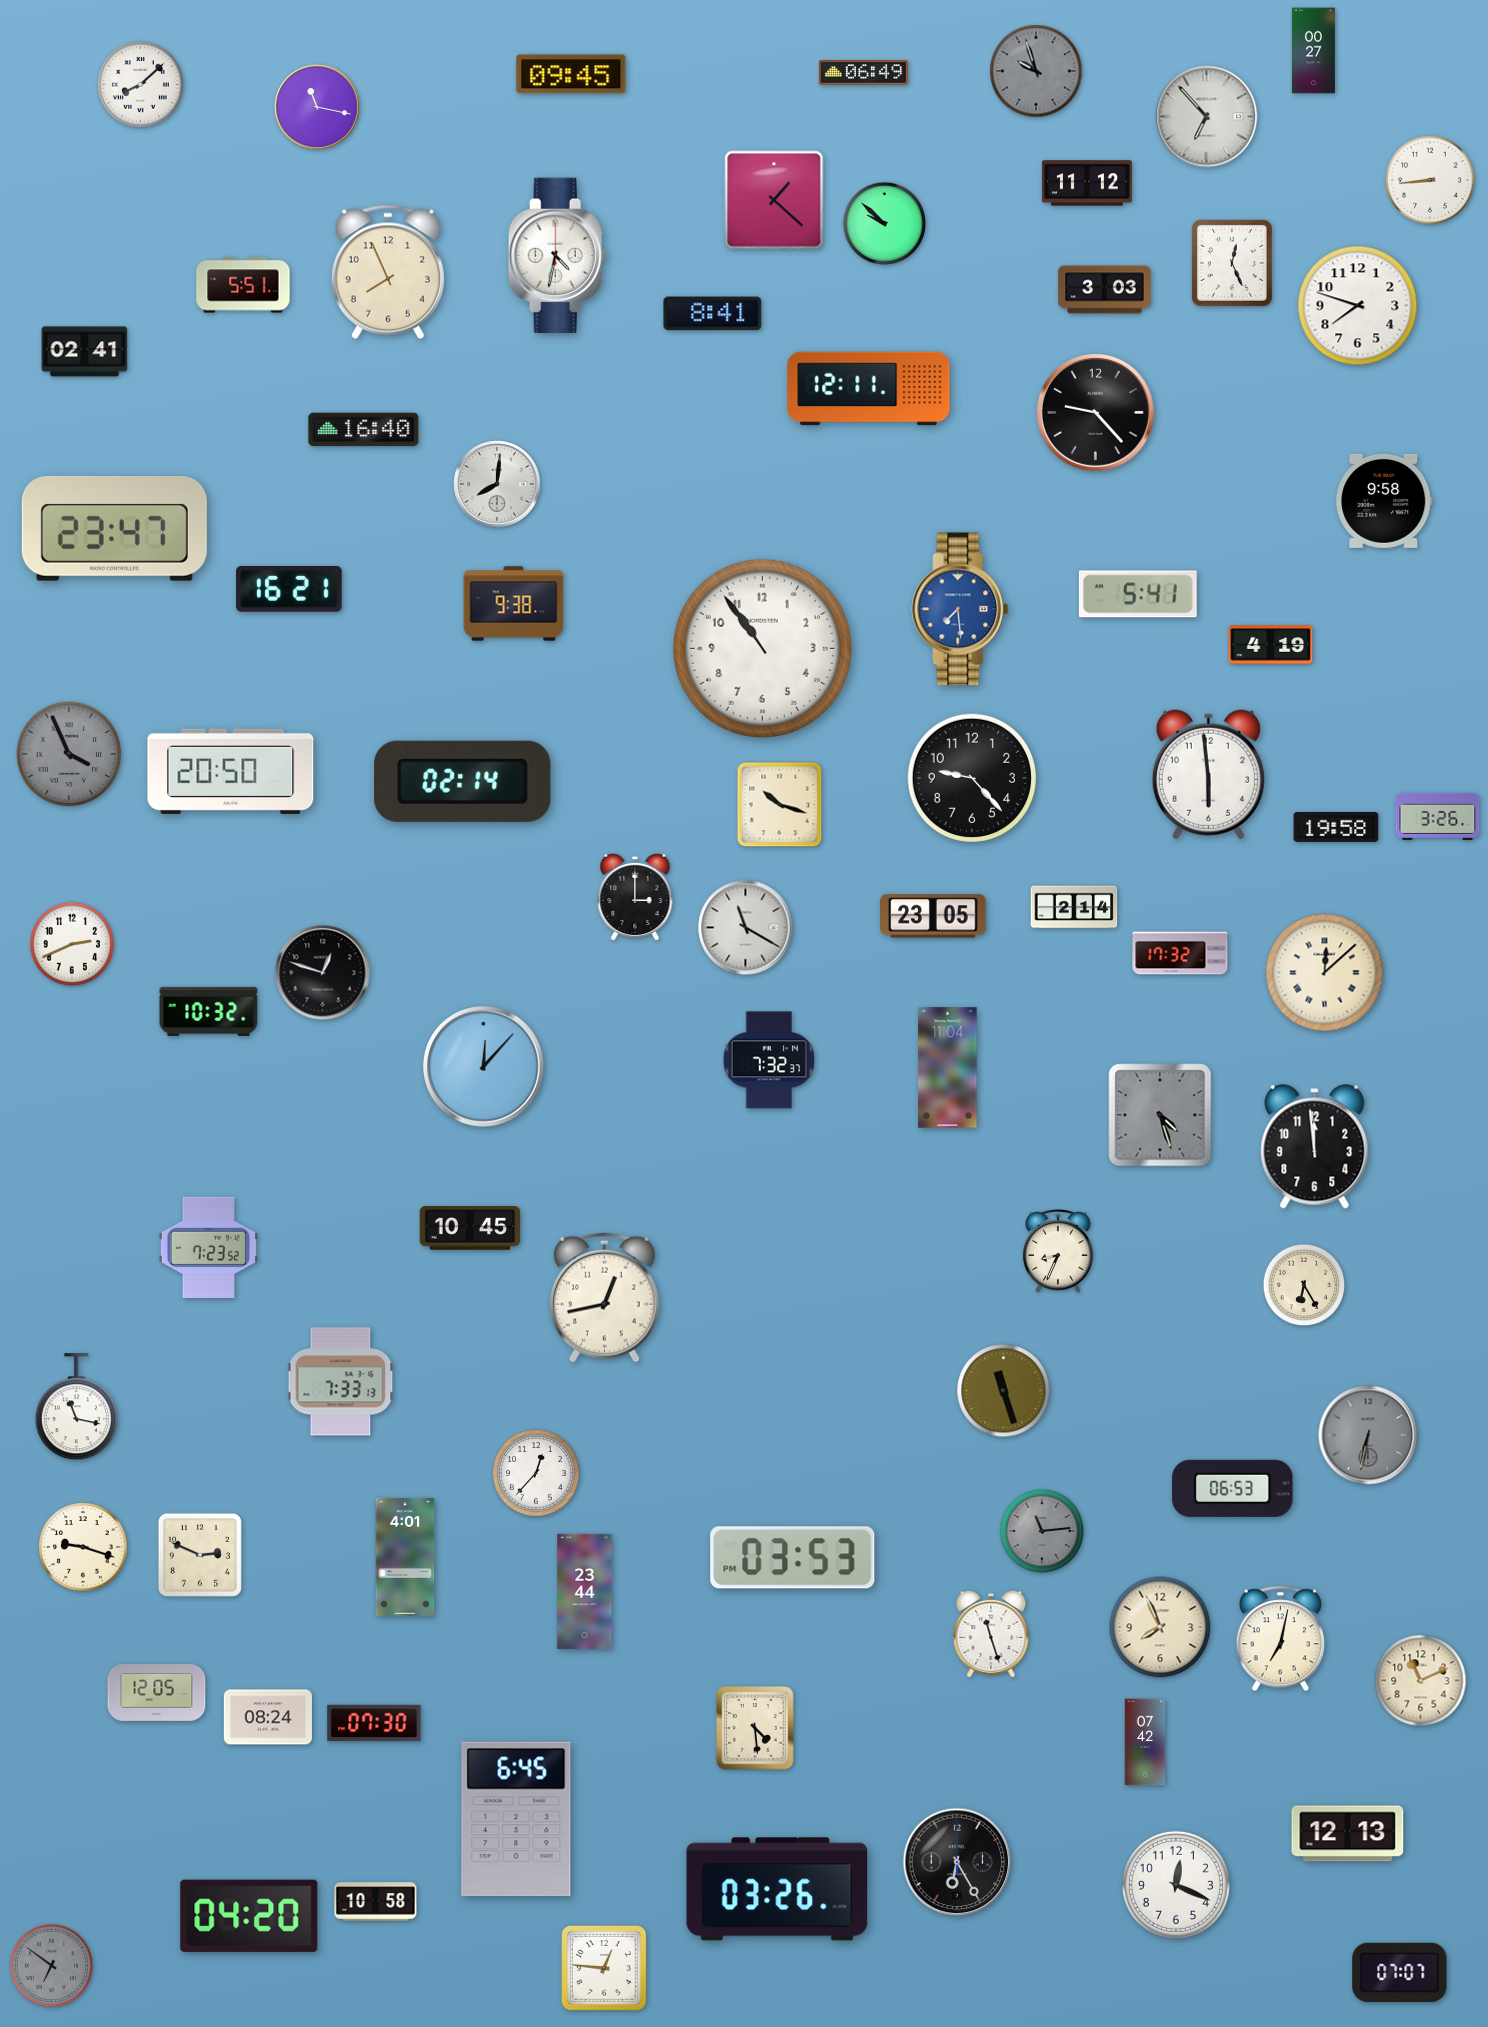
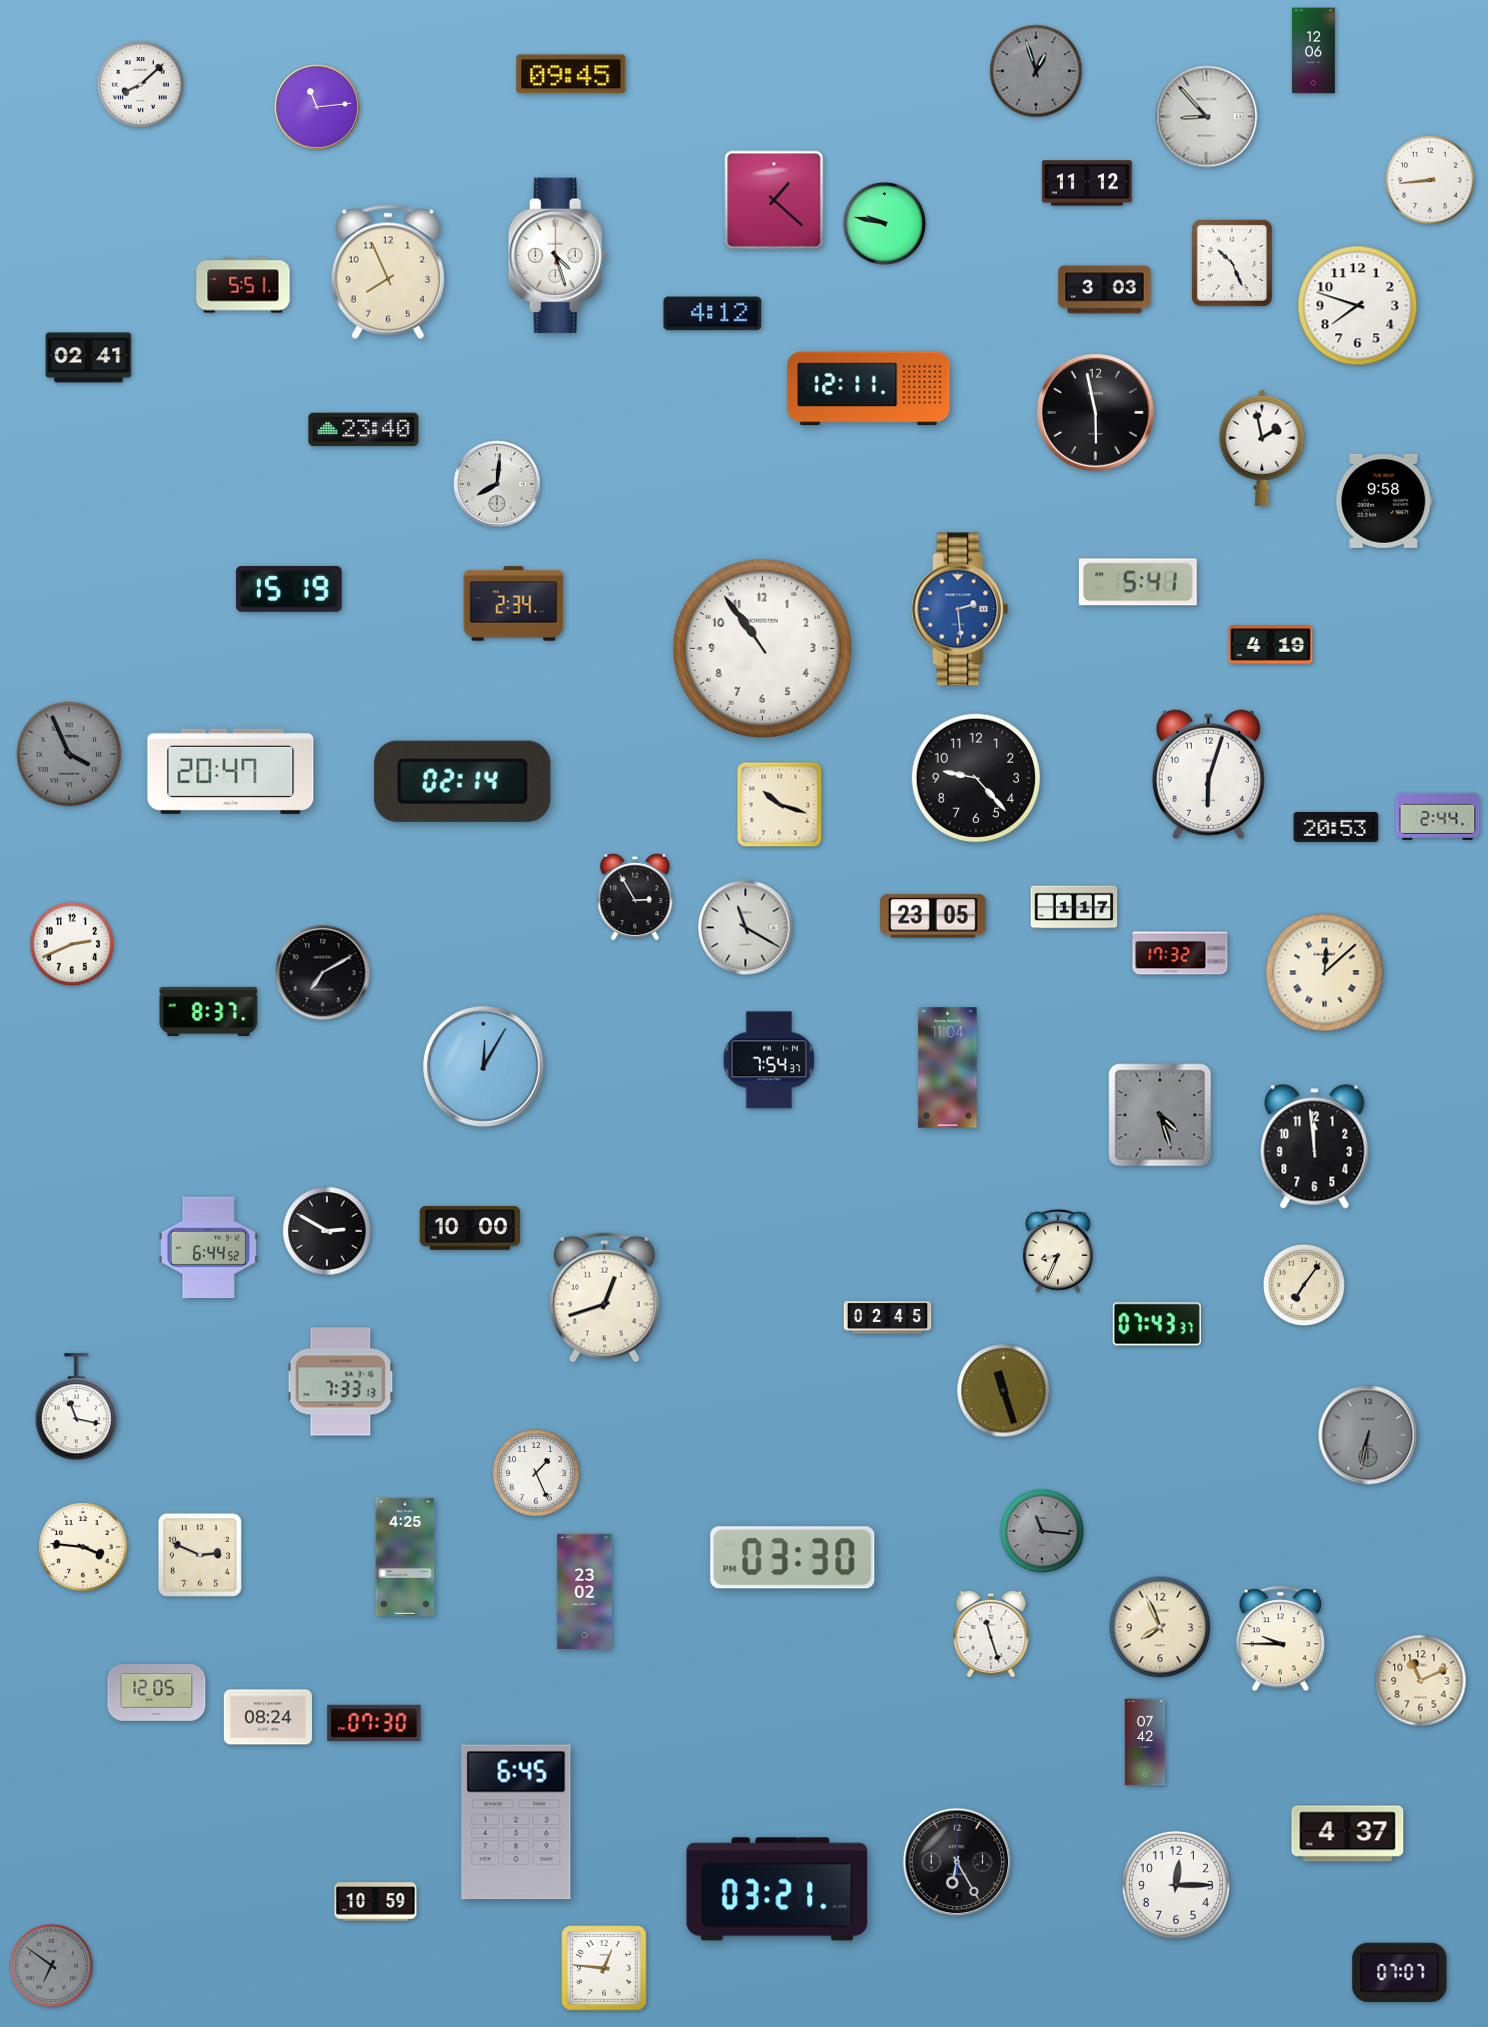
clock at (1313, 51): 00:27 -> 12:06
clock at (1036, 71): 9:57 -> 12:57
clock at (863, 73): 06:49 -> none
clock at (317, 107): 11:17 -> 11:14
clock at (1207, 117): 6:53 -> 8:53
clock at (884, 223): 9:52 -> 9:47
clock at (557, 256): 4:32 -> 4:27
clock at (1232, 263): 12:26 -> 10:26
clock at (713, 314): 8:41 -> 4:12
clock at (85, 352) position: (85, 352) -> (89, 358)
clock at (1095, 412): 9:23 -> 5:58
clock at (364, 430): 16:40 -> 23:40
clock at (1262, 448): none -> 1:58
clock at (114, 529): 23:47 -> none
clock at (289, 589): 16:21 -> 15:19
clock at (1138, 594) position: (1138, 594) -> (1138, 582)
clock at (514, 604): 9:38 -> 2:34
clock at (960, 609): 7:29 -> 2:29
clock at (231, 771): 20:50 -> 20:47
clock at (1208, 775): 5:59 -> 6:03
clock at (971, 777) position: (971, 777) -> (975, 777)
clock at (1438, 816): 3:26 -> 2:44
clock at (1336, 827): 19:58 -> 20:53
clock at (635, 897): 3:00 -> 2:55
clock at (1074, 907): 2:14 -> 1:17
clock at (323, 973): 12:48 -> 7:10
clock at (209, 1011): 10:32 -> 8:37
clock at (769, 1060): 7:32 -> 7:54
clock at (484, 1067): 12:07 -> 12:05
clock at (470, 1228): 10:45 -> 10:00
clock at (327, 1231): none -> 2:50
clock at (208, 1247): 7:23 -> 6:44
clock at (1304, 1285): 6:25 -> 7:06
clock at (605, 1297): 12:43 -> 12:42
clock at (888, 1318): none -> 02:45
clock at (1157, 1324): none -> 07:43
clock at (537, 1474): 12:37 -> 1:26
clock at (1233, 1488): 06:53 -> none
clock at (1042, 1531): 11:14 -> 11:16
clock at (83, 1547): 9:18 -> 3:46
clock at (405, 1557): 4:01 -> 4:25
clock at (793, 1558): 03:53 -> 03:30
clock at (585, 1592): 23:44 -> 23:02
clock at (1280, 1639): 7:02 -> 9:45
clock at (755, 1728): 4:29 -> none
clock at (516, 1819) position: (516, 1819) -> (516, 1822)
clock at (1348, 1834): 12:13 -> 4:37
clock at (1176, 1885): 12:19 -> 12:15
clock at (777, 1889): 03:26 -> 03:21
clock at (376, 1902): 10:58 -> 10:59
clock at (249, 1916): 04:20 -> none
